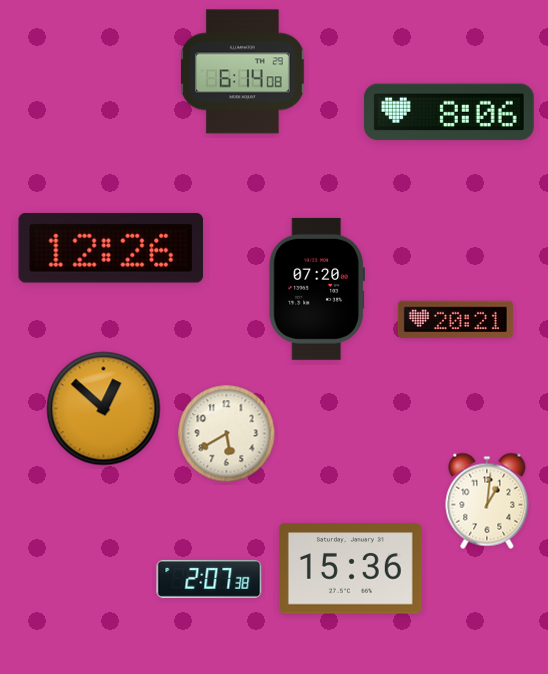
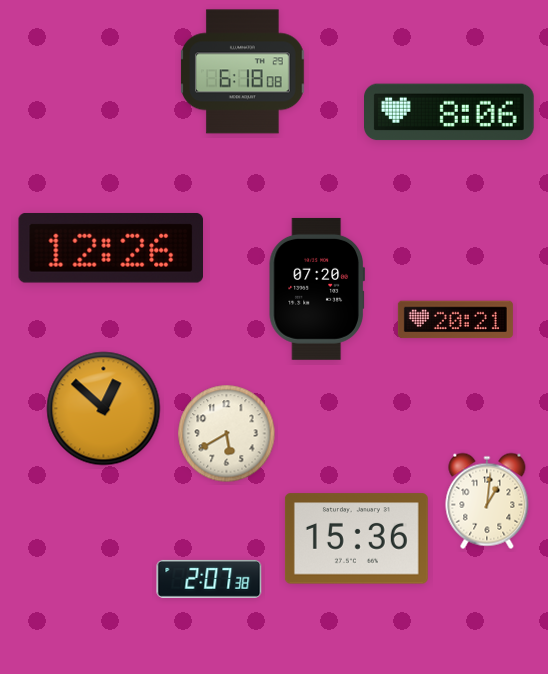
clock at (243, 72): 6:14 -> 6:18
clock at (350, 569) position: (350, 569) -> (356, 539)
